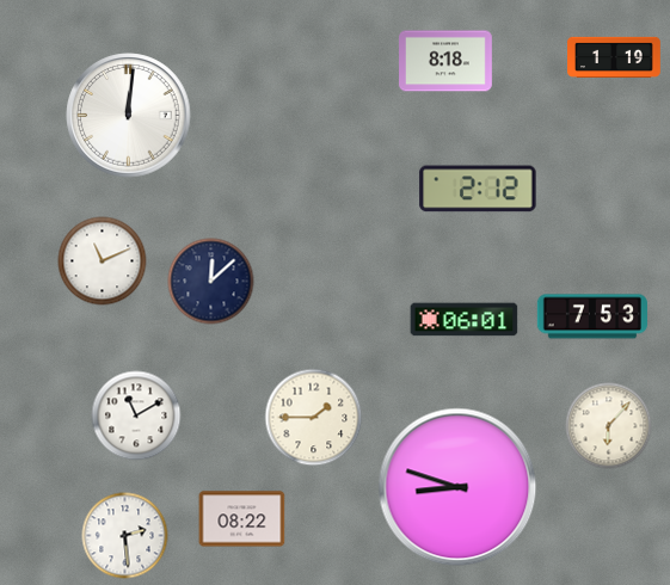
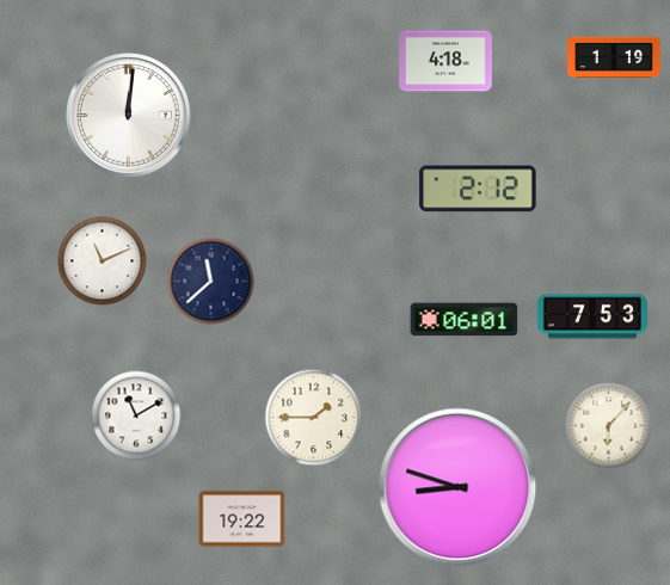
clock at (447, 61): 8:18 -> 4:18
clock at (211, 282): 12:08 -> 11:38
clock at (242, 519): 08:22 -> 19:22
clock at (125, 536): 2:29 -> none
